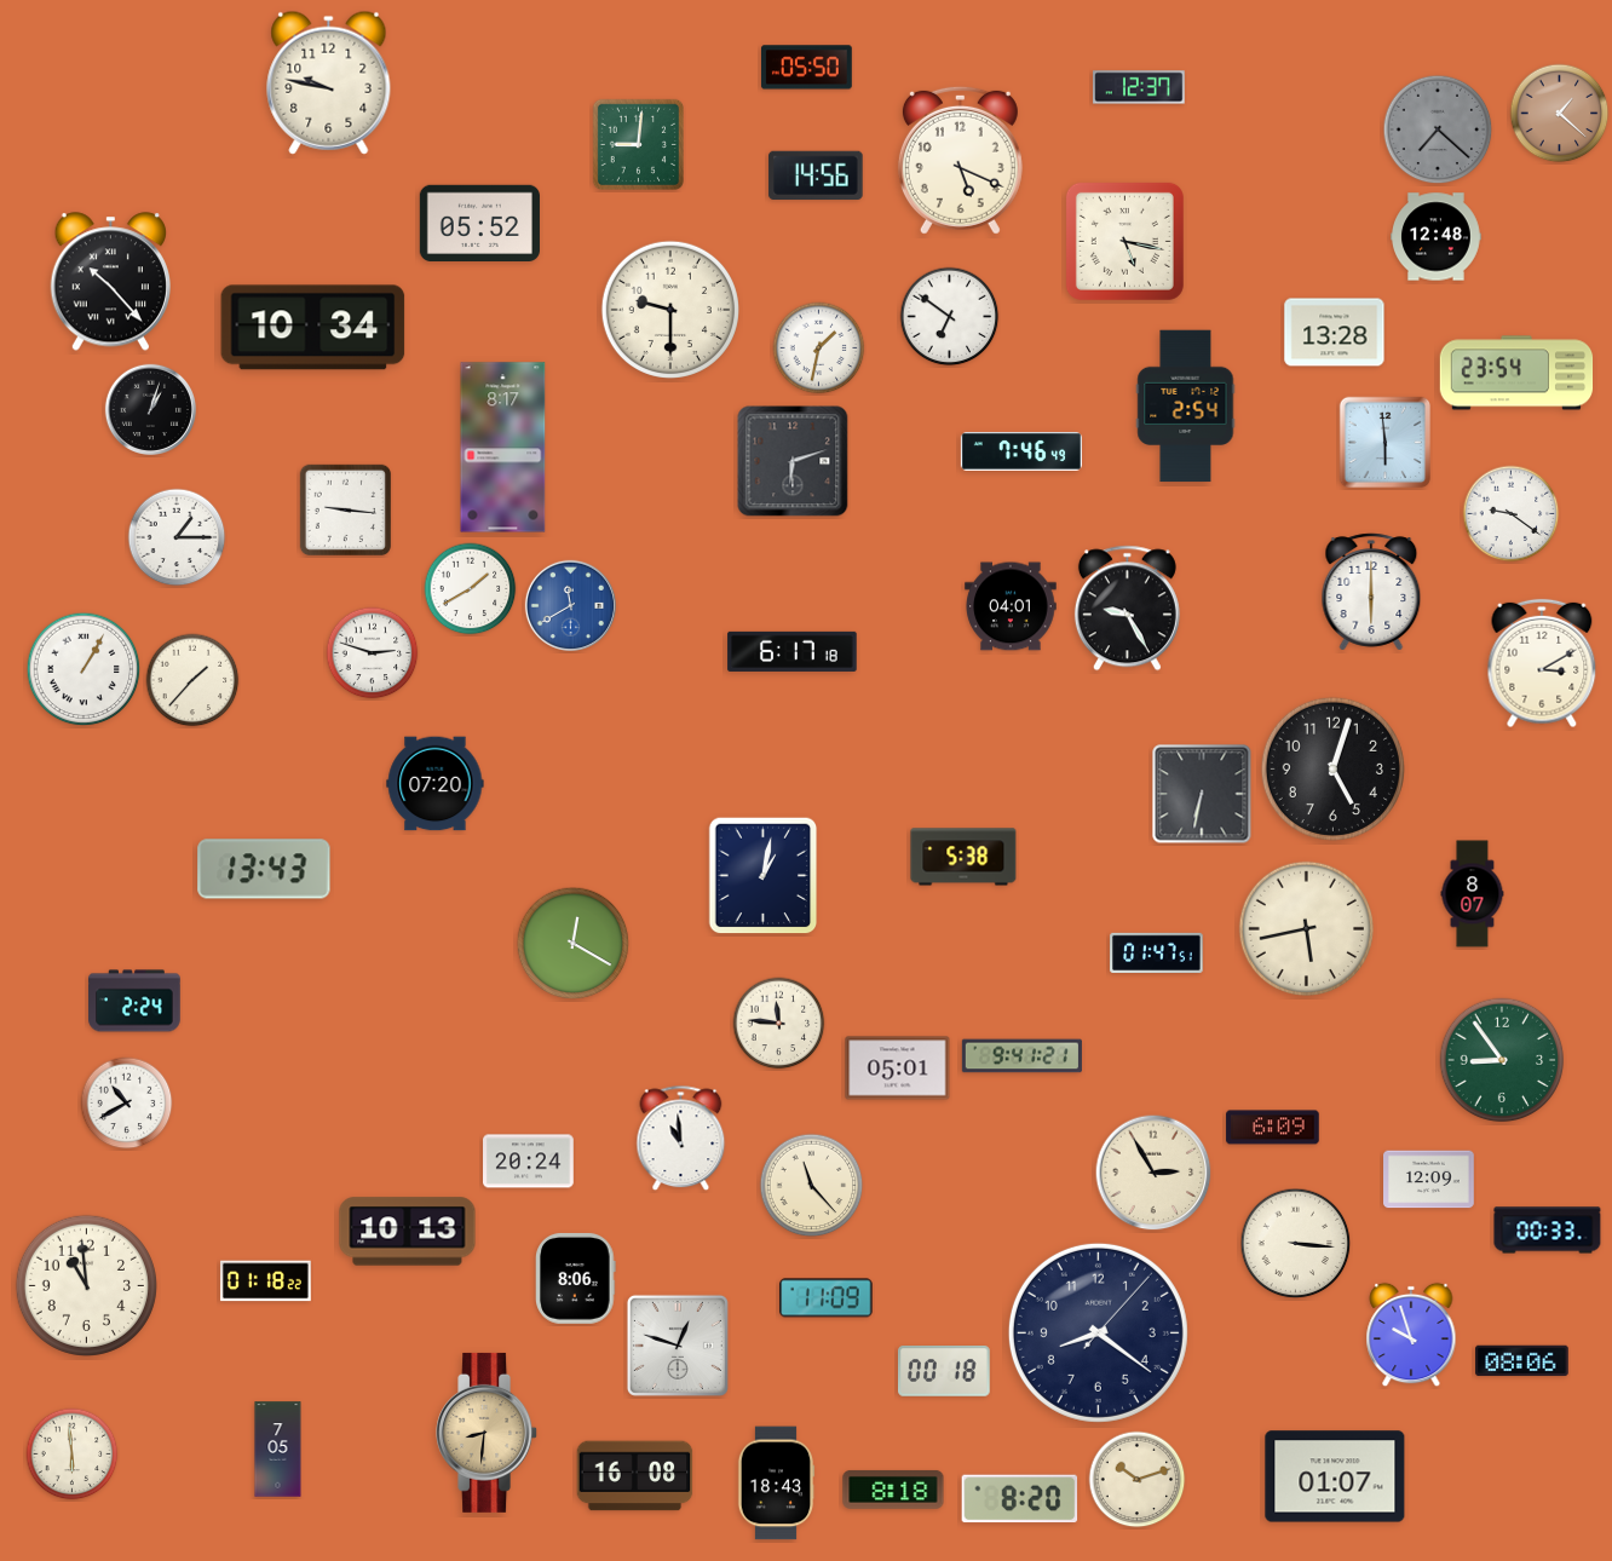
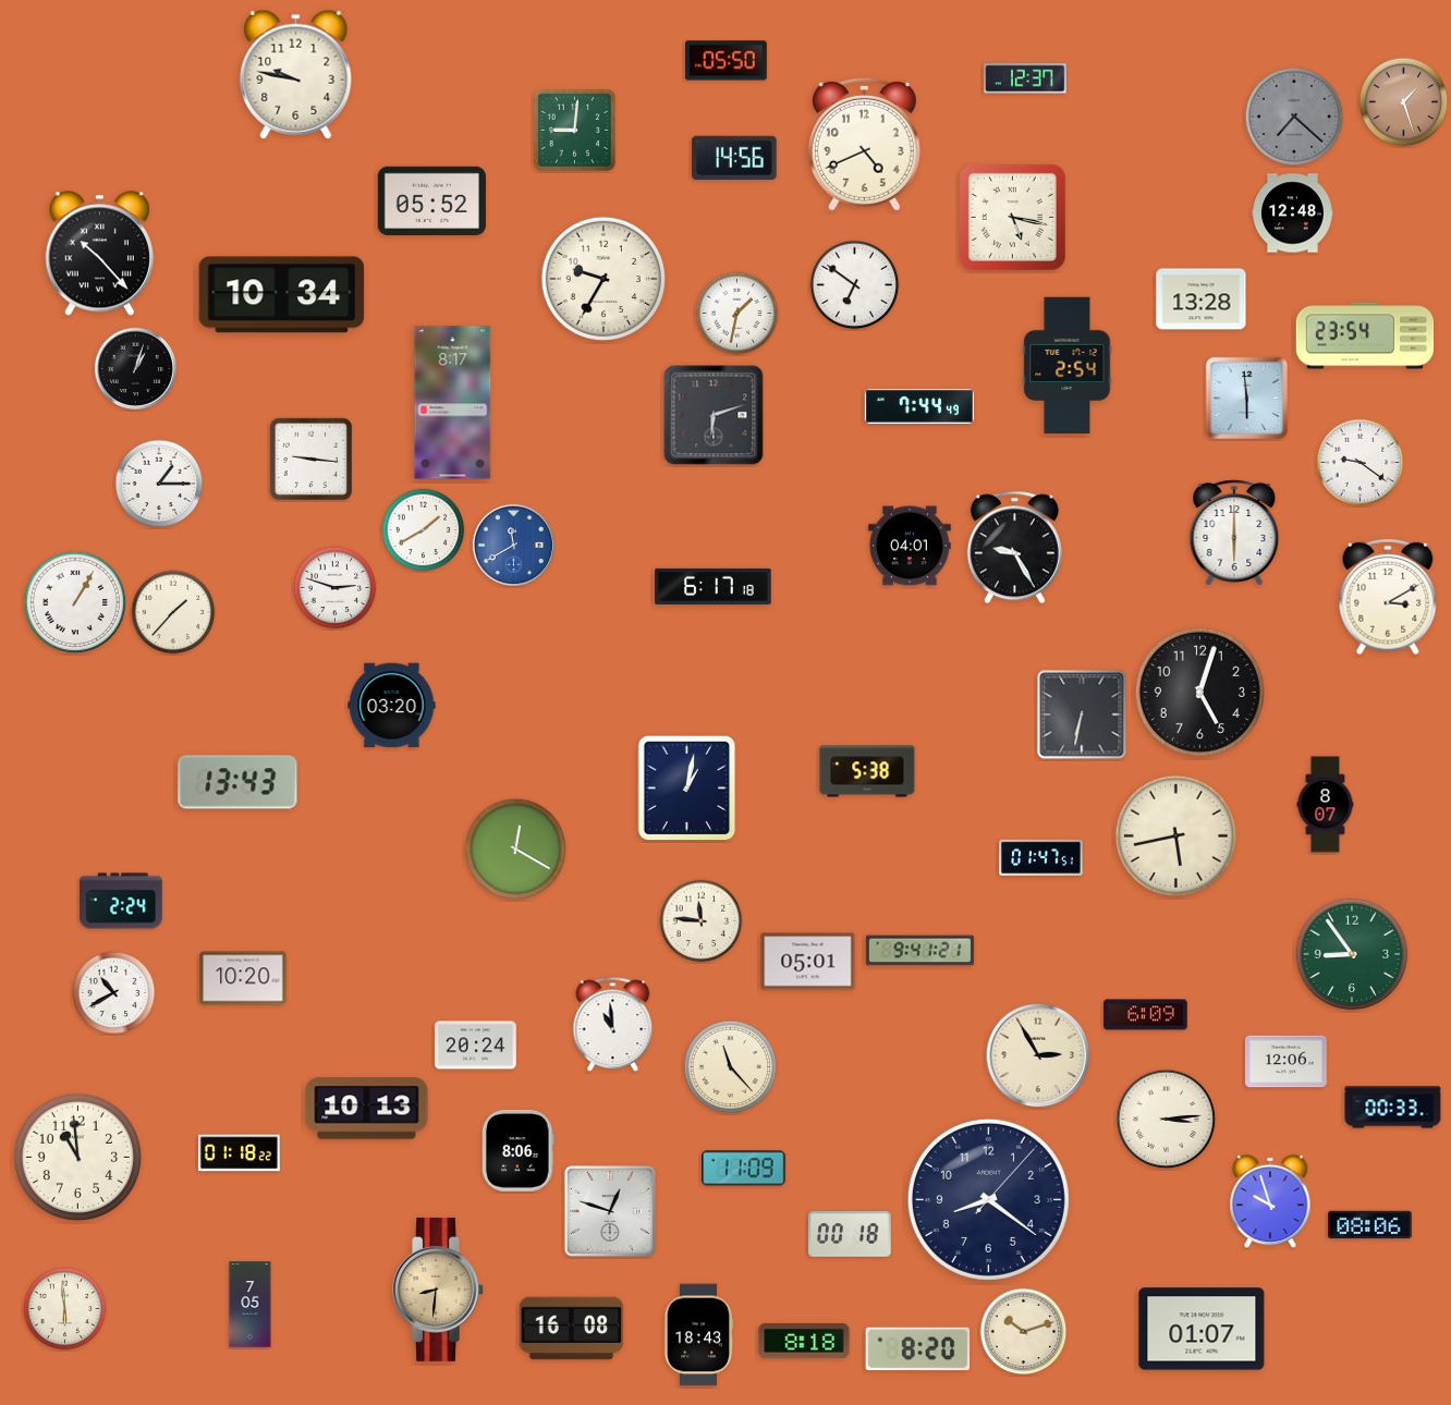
clock at (1560, 114): 1:22 -> 1:27
clock at (960, 160): 5:19 -> 4:41
clock at (670, 310): 9:30 -> 9:35
clock at (1021, 453): 7:46 -> 7:44
clock at (436, 784): 07:20 -> 03:20
clock at (243, 978): none -> 10:20
clock at (1429, 1180): 12:09 -> 12:06
clock at (1296, 1244): 3:16 -> 3:14
